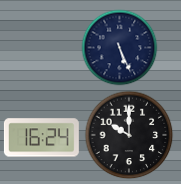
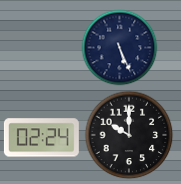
clock at (41, 138): 16:24 -> 02:24
